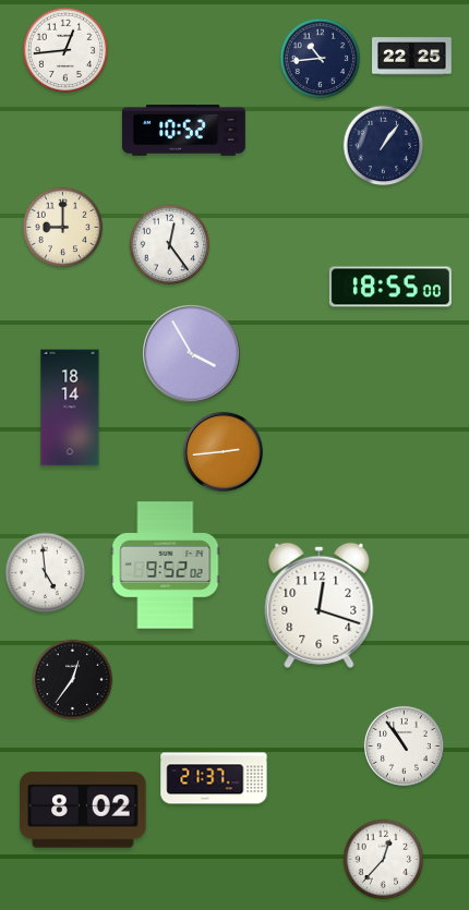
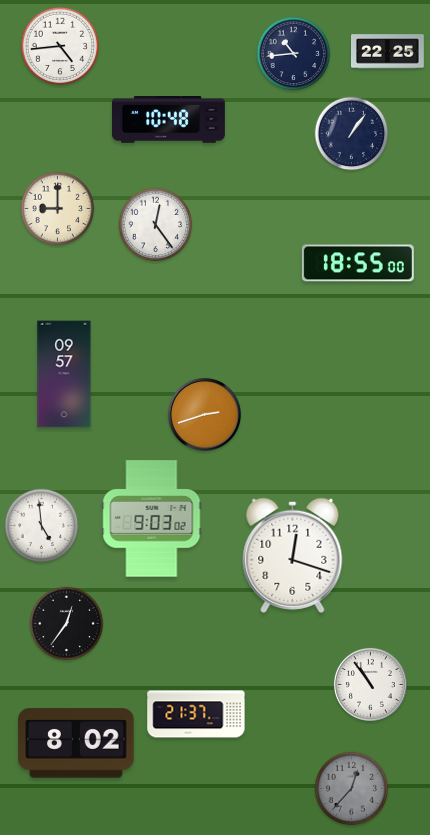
clock at (64, 49): 12:44 -> 4:44
clock at (412, 57) position: (412, 57) -> (388, 52)
clock at (183, 131): 10:52 -> 10:48
clock at (192, 354): 3:55 -> none
clock at (70, 408): 18:14 -> 09:57
clock at (223, 451): 2:44 -> 2:42
clock at (166, 566): 9:52 -> 9:03
clock at (384, 860) dial: white -> grey
